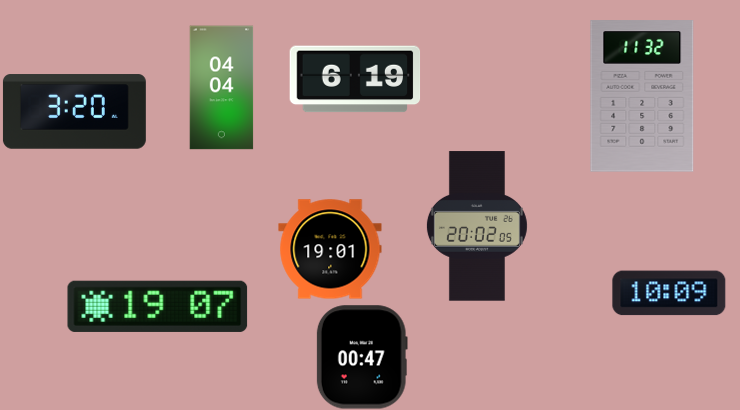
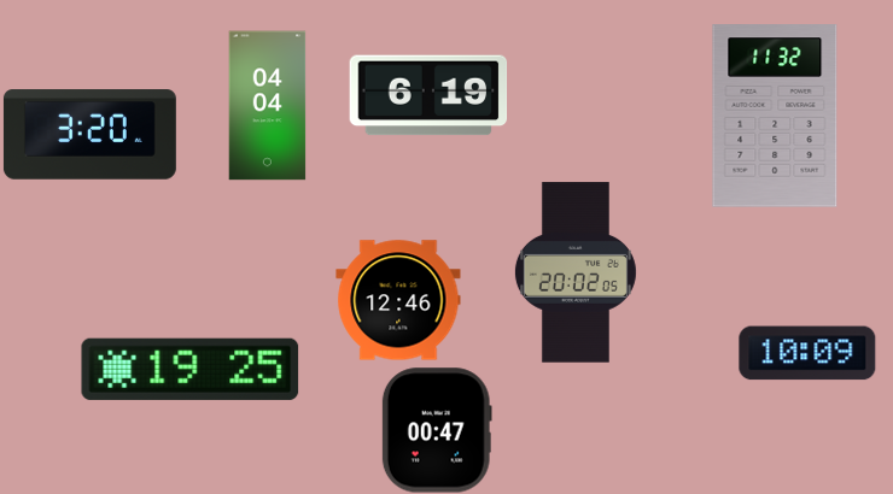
clock at (330, 249): 19:01 -> 12:46
clock at (158, 306): 19:07 -> 19:25
